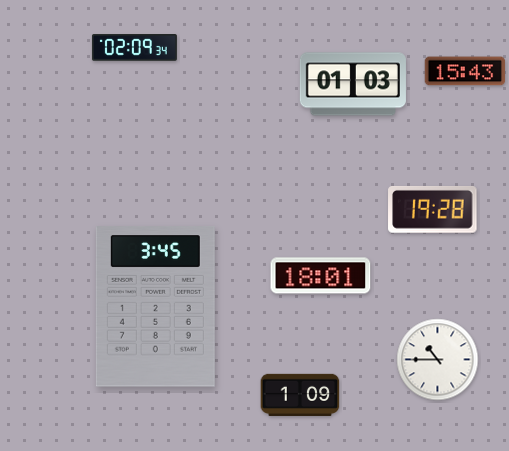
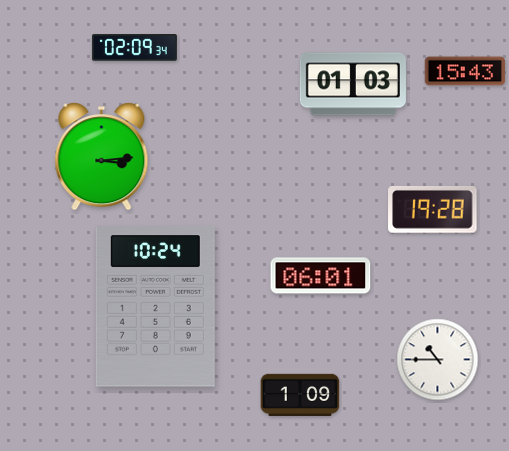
clock at (102, 157): none -> 3:14
clock at (321, 276): 18:01 -> 06:01
clock at (155, 307): 3:45 -> 10:24
